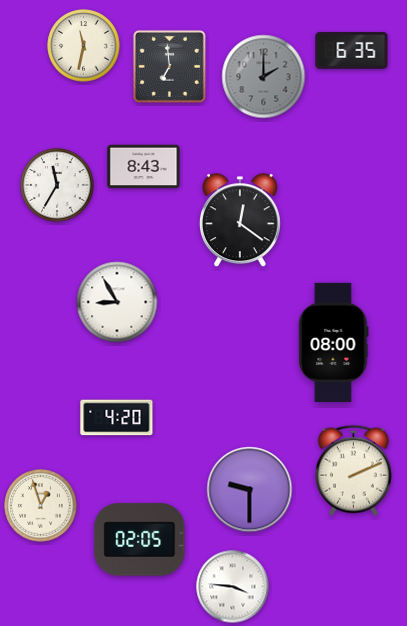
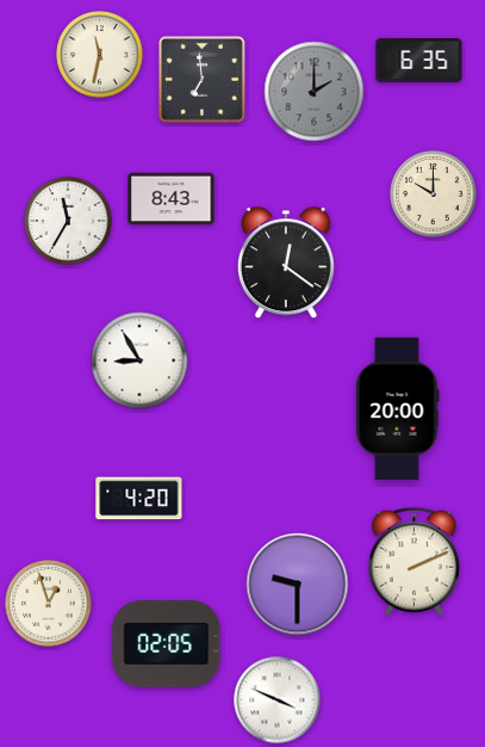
clock at (434, 195): none -> 10:00
clock at (334, 342): 08:00 -> 20:00
clock at (353, 470) position: (353, 470) -> (414, 561)
clock at (233, 587): 3:46 -> 3:49
